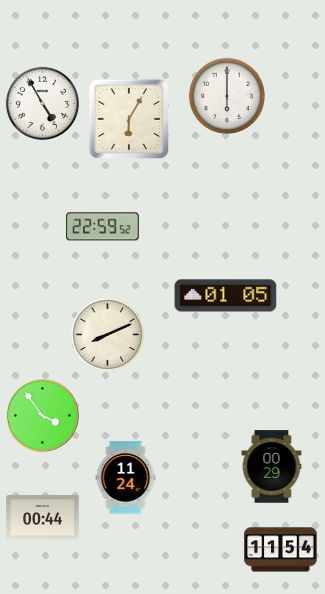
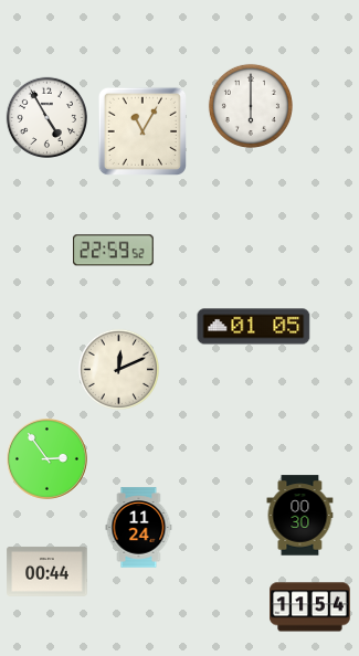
clock at (42, 103) position: (42, 103) -> (46, 117)
clock at (128, 118): 6:05 -> 11:05
clock at (226, 296) position: (226, 296) -> (254, 327)
clock at (107, 334): 8:11 -> 12:11
clock at (43, 416): 3:54 -> 2:54
clock at (272, 467): 00:29 -> 00:30
